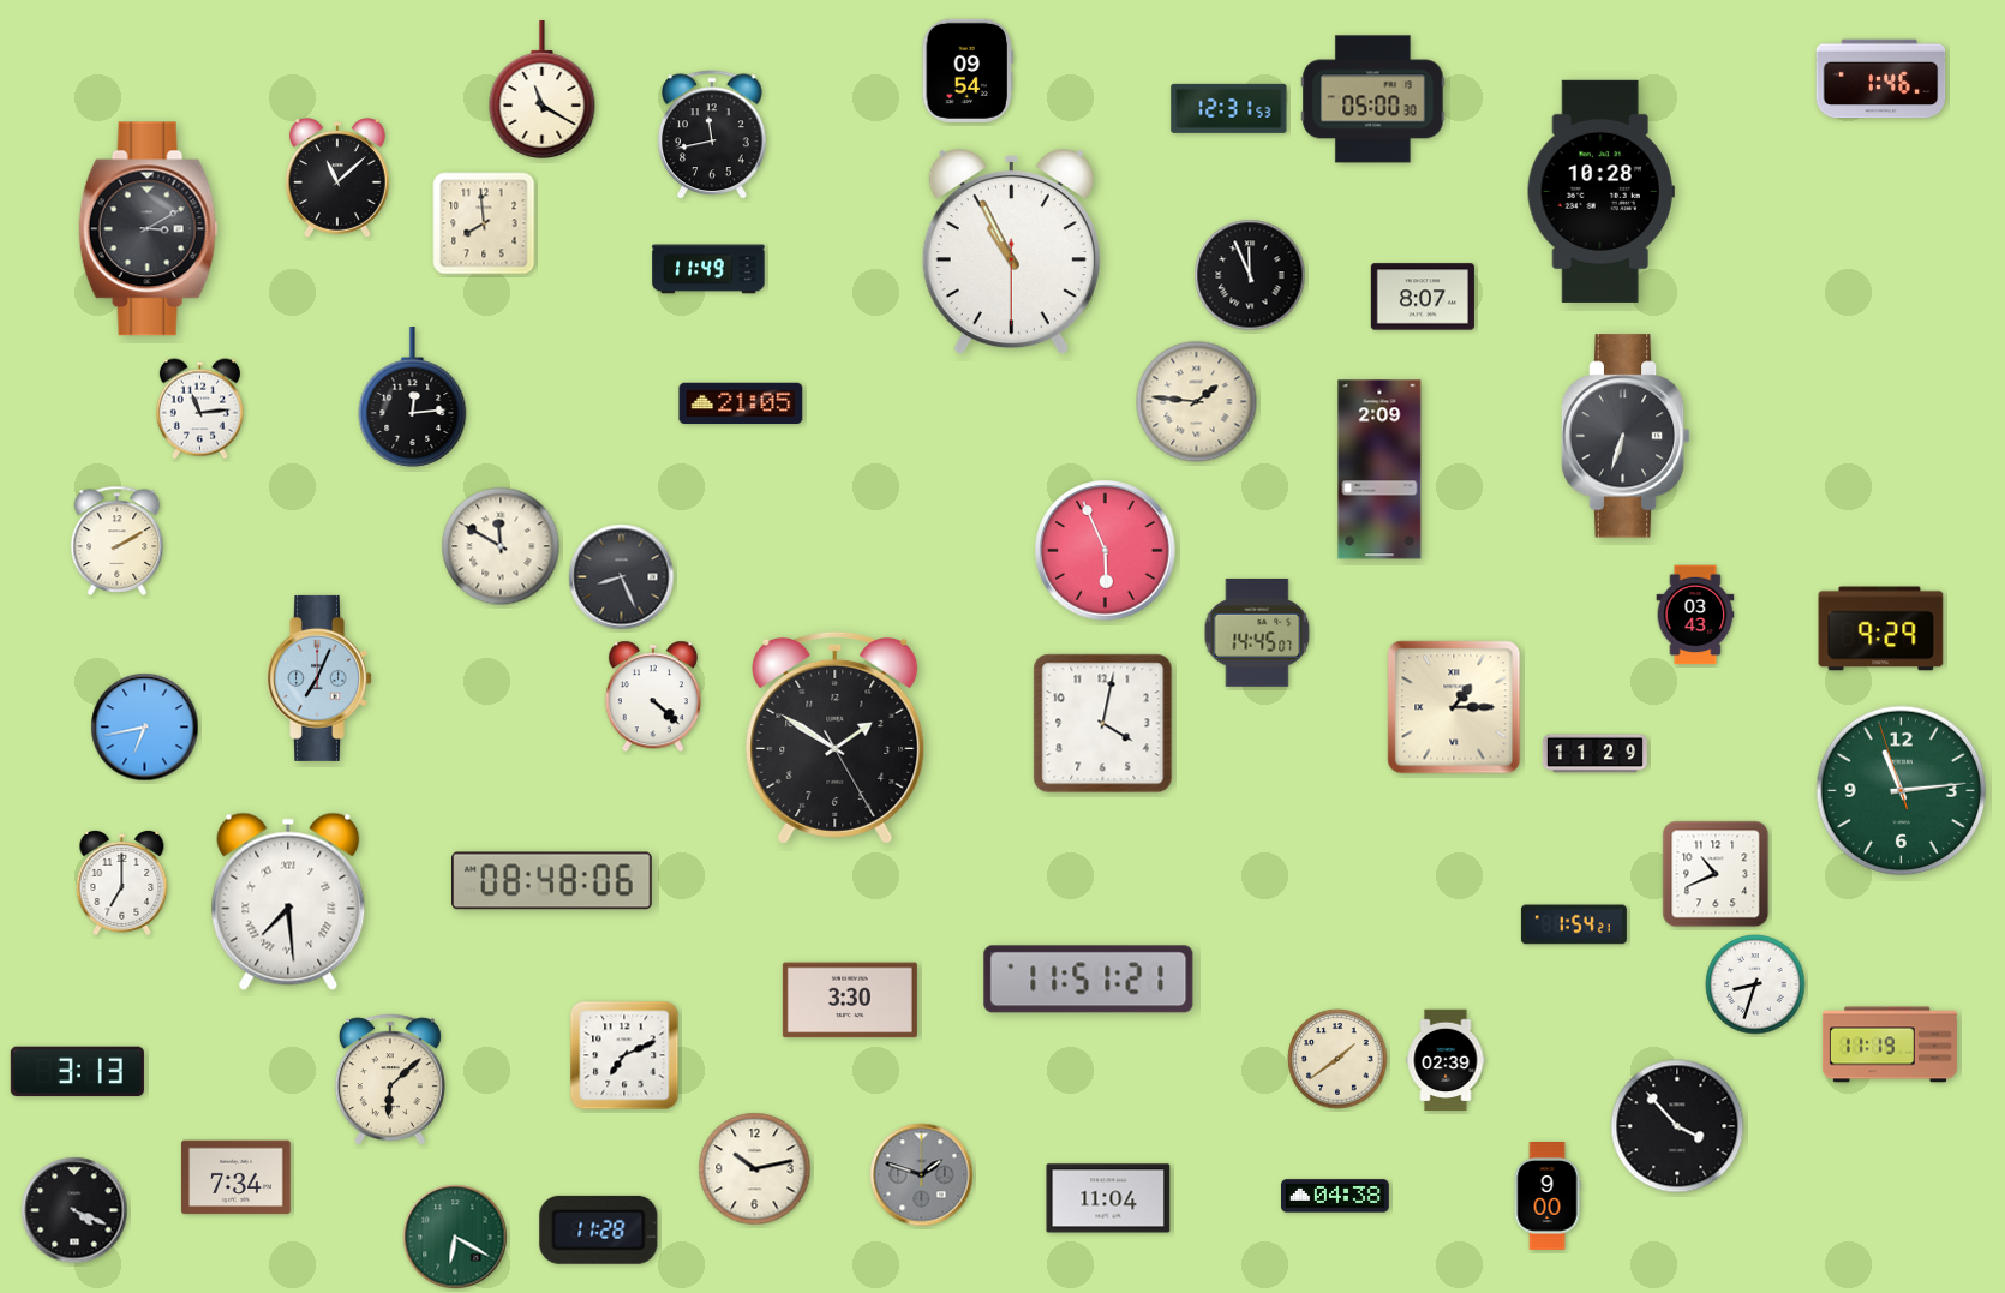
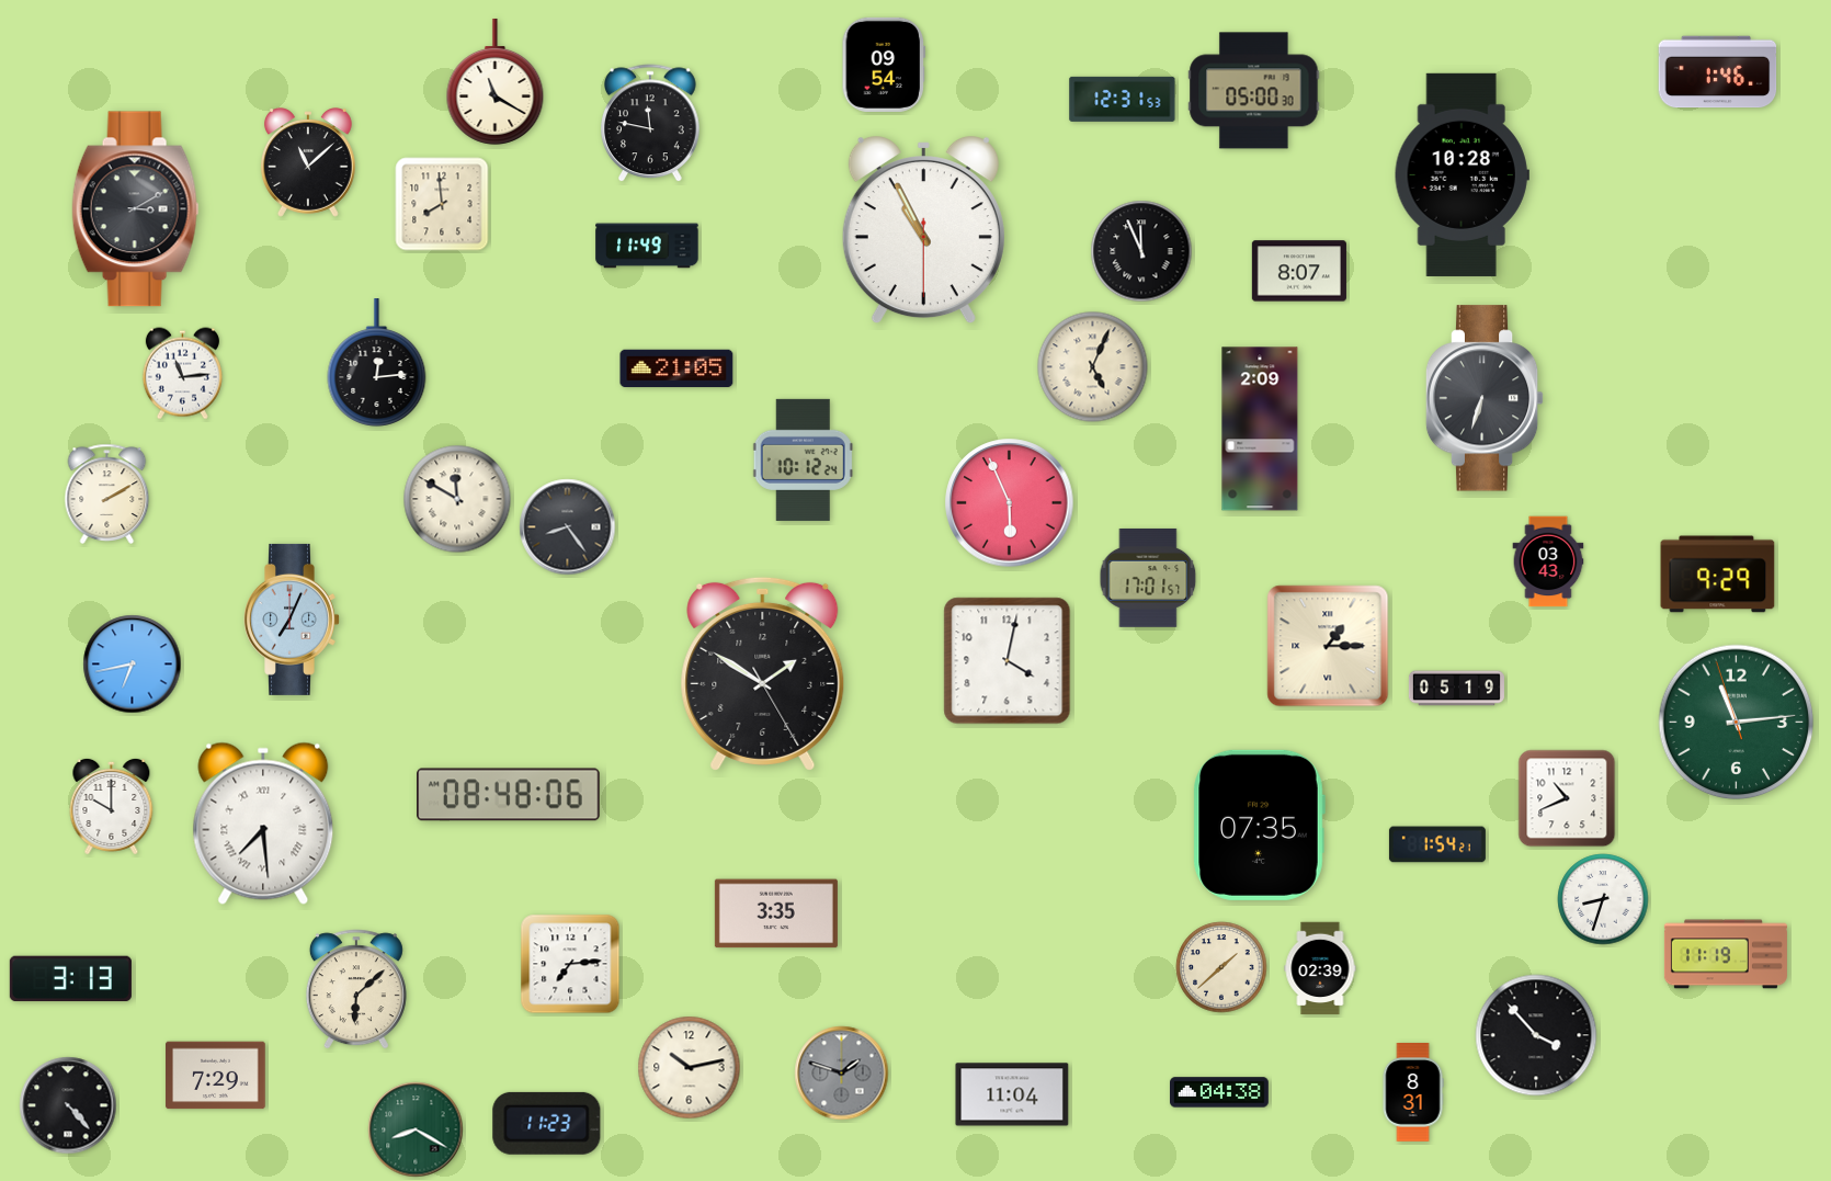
clock at (713, 136): 11:43 -> 11:47
clock at (1197, 402): 1:46 -> 5:04
clock at (803, 459): none -> 10:12
clock at (622, 577): 8:26 -> 8:24
clock at (1257, 633): 14:45 -> 17:01
clock at (653, 696): 4:22 -> none
clock at (1594, 754): 11:29 -> 05:19
clock at (552, 881) position: (552, 881) -> (509, 795)
clock at (122, 882): 7:00 -> 10:00
clock at (1259, 825): none -> 07:35
clock at (1089, 980): 11:51 -> none
clock at (850, 1000): 3:30 -> 3:35
clock at (624, 1055): 7:11 -> 7:14
clock at (1337, 1059): 1:39 -> 1:38
clock at (390, 1079) position: (390, 1079) -> (356, 989)
clock at (1677, 1126) position: (1677, 1126) -> (1536, 1035)
clock at (237, 1178): 7:34 -> 7:29
clock at (1548, 1197): 9:00 -> 8:31
clock at (74, 1210): 4:19 -> 4:23
clock at (599, 1229): 11:28 -> 11:23
clock at (455, 1237): 6:20 -> 8:20
